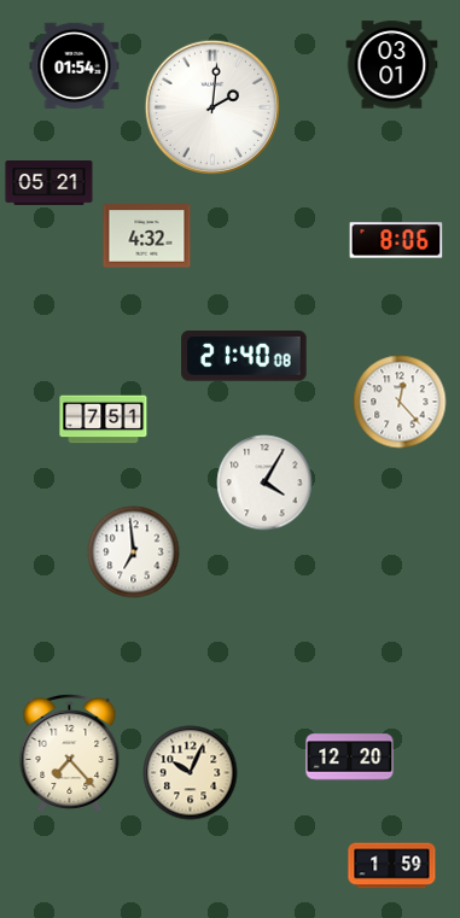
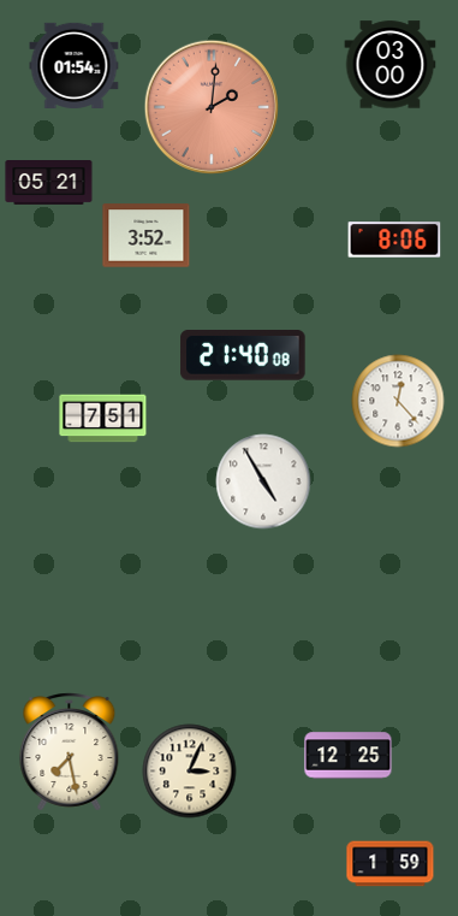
clock at (392, 65): 03:01 -> 03:00
clock at (212, 107) dial: white -> salmon
clock at (147, 236): 4:32 -> 3:52
clock at (264, 483): 4:05 -> 4:55
clock at (134, 552): 6:59 -> none
clock at (70, 754): 7:23 -> 7:28
clock at (350, 758): 12:20 -> 12:25
clock at (191, 773): 10:04 -> 3:04
